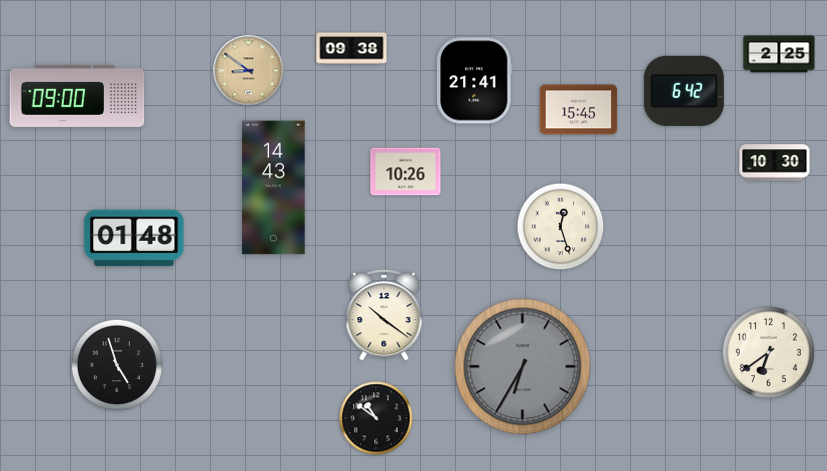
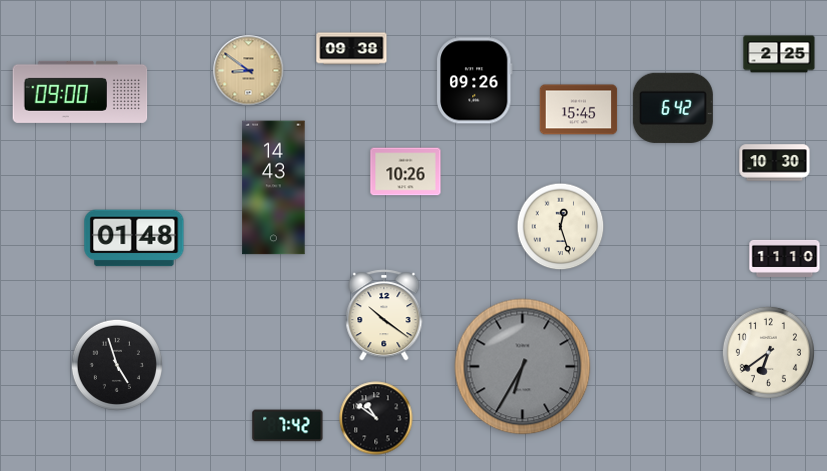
clock at (475, 81): 21:41 -> 09:26
clock at (684, 91) position: (684, 91) -> (673, 108)
clock at (77, 96) position: (77, 96) -> (80, 92)
clock at (785, 258): none -> 11:10
clock at (288, 426): none -> 7:42
